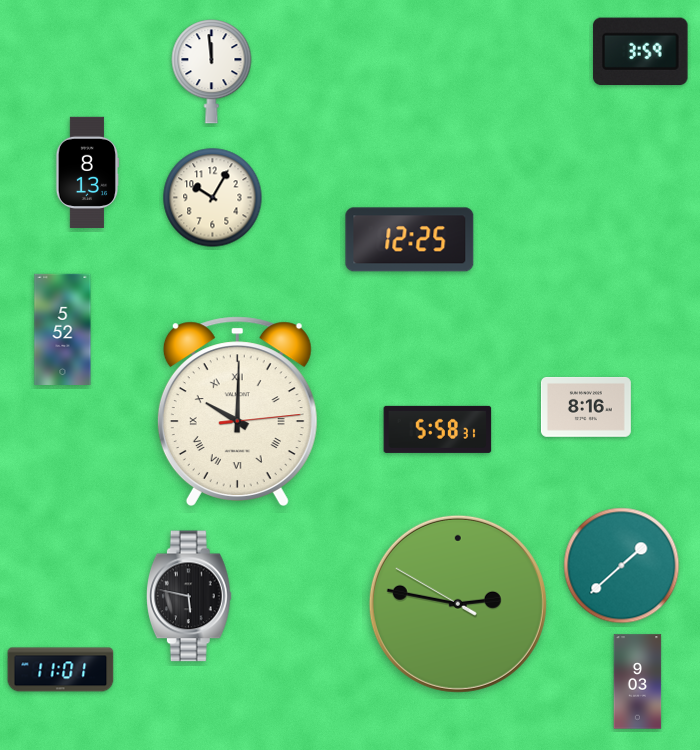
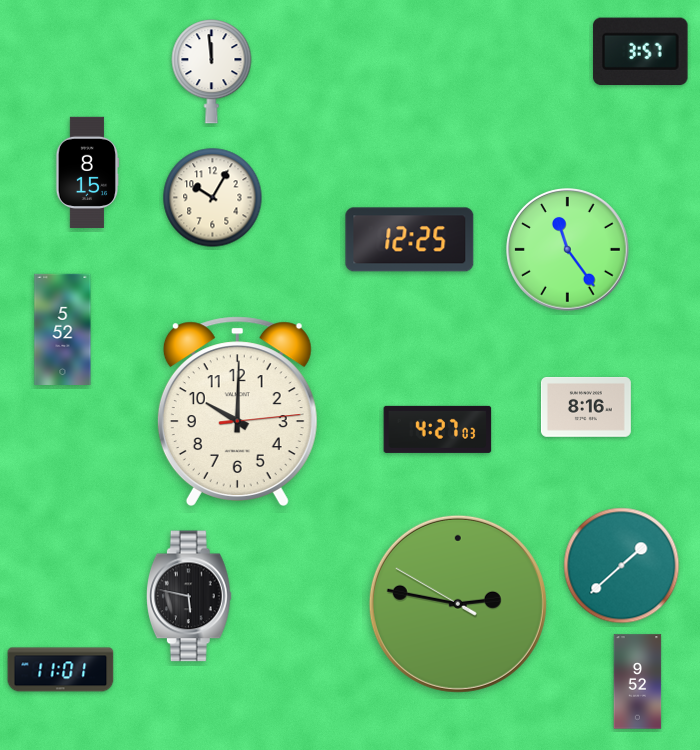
clock at (641, 52): 3:59 -> 3:57
clock at (87, 172): 8:13 -> 8:15
clock at (568, 250): none -> 11:24
clock at (237, 411) numerals: Roman -> Arabic
clock at (438, 429): 5:58 -> 4:27
clock at (638, 682): 9:03 -> 9:52
